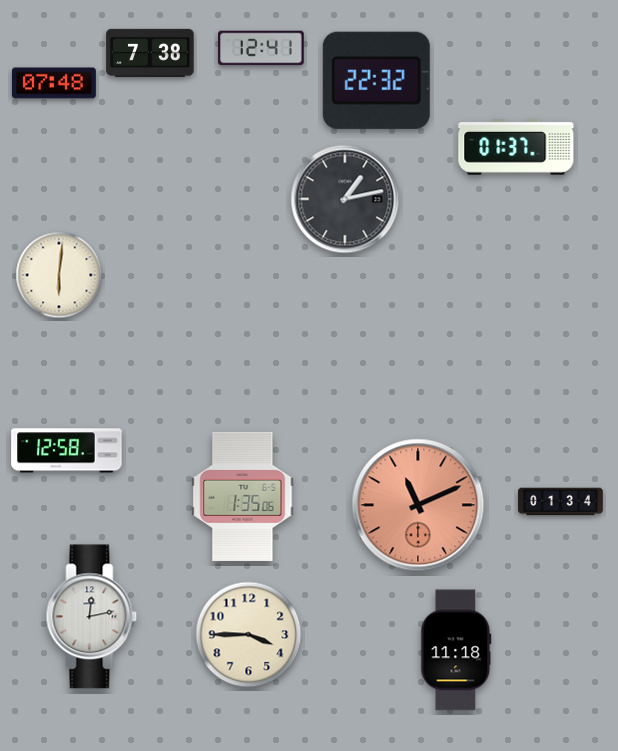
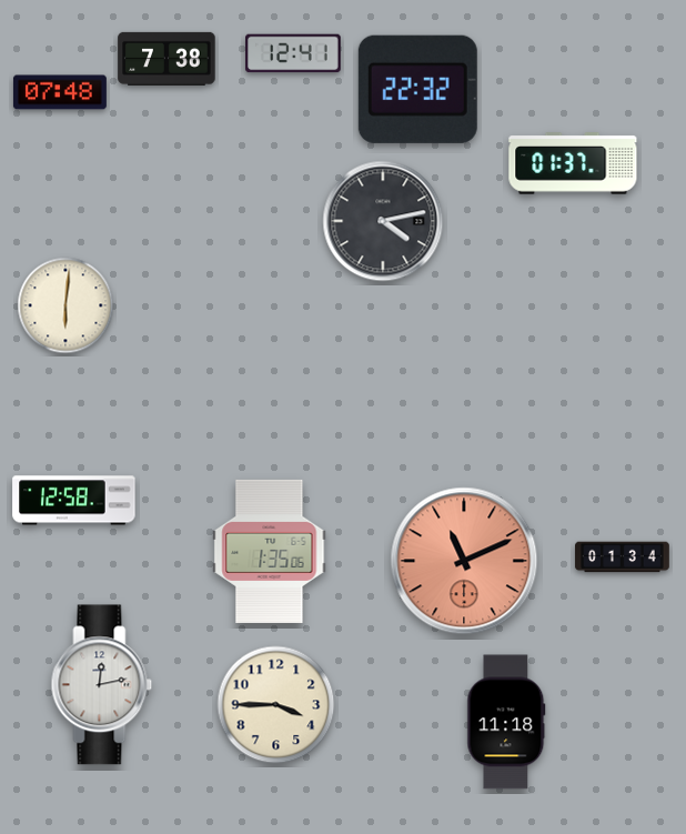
clock at (261, 48) position: (261, 48) -> (293, 53)
clock at (345, 199): 1:13 -> 4:13
